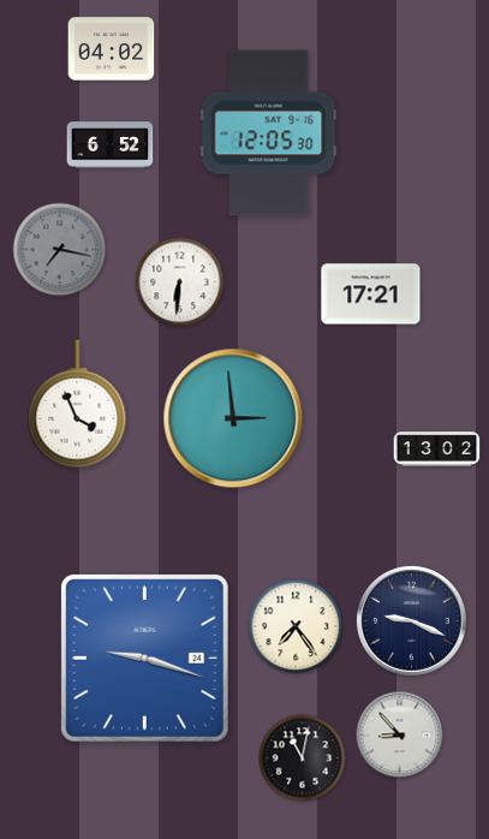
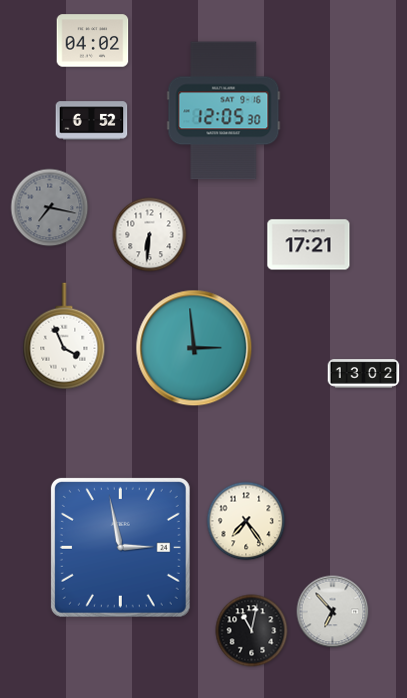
clock at (412, 621): 9:19 -> none
clock at (144, 657): 9:18 -> 2:58
clock at (400, 736): 8:53 -> 6:53
